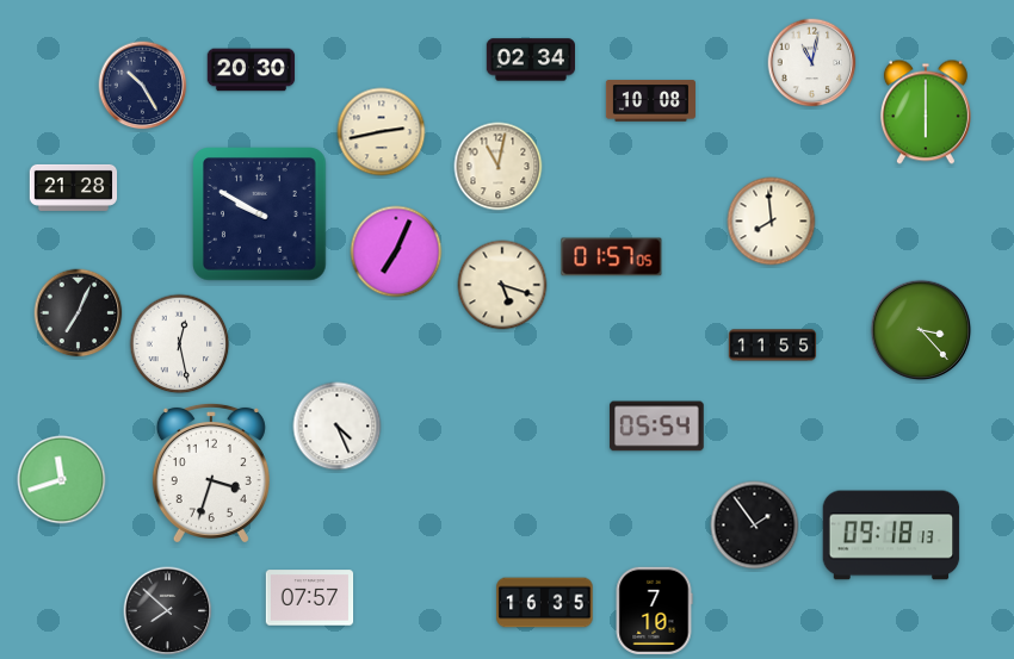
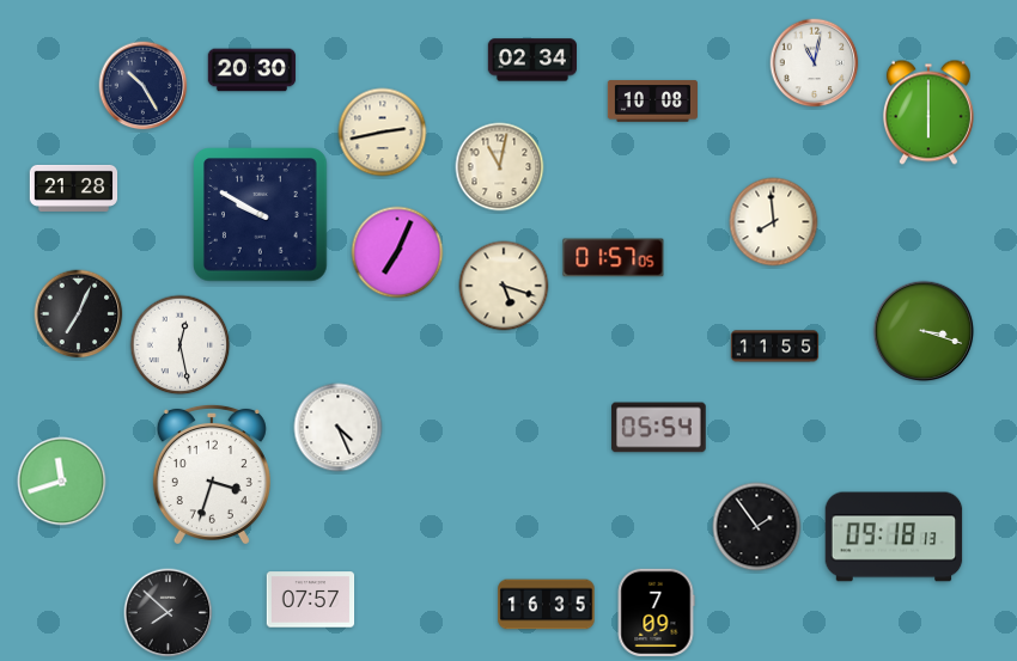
clock at (921, 330): 3:23 -> 3:18
clock at (654, 611): 7:10 -> 7:09
